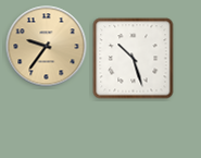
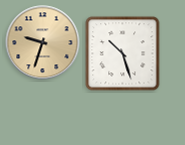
clock at (47, 47): 9:36 -> 9:33
